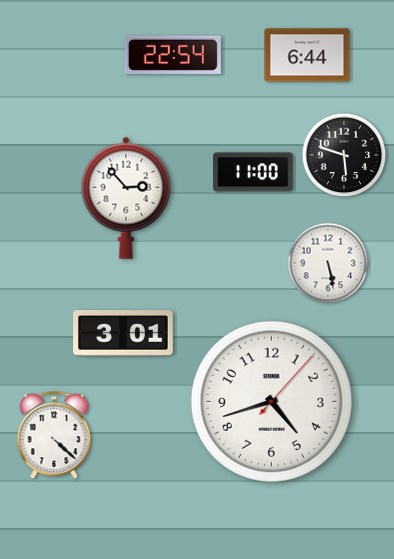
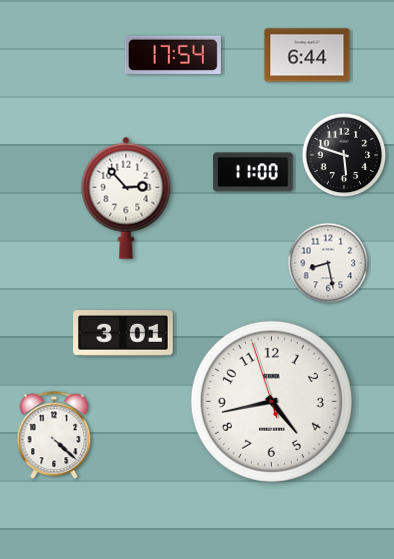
clock at (173, 55): 22:54 -> 17:54
clock at (328, 263): 5:28 -> 8:28
clock at (271, 401): 4:42:07 -> 4:42:57
